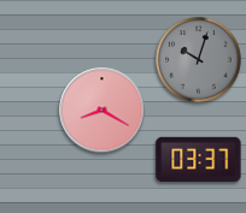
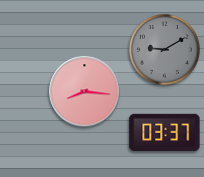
clock at (199, 60): 10:03 -> 9:10
clock at (102, 111): 8:20 -> 8:16
